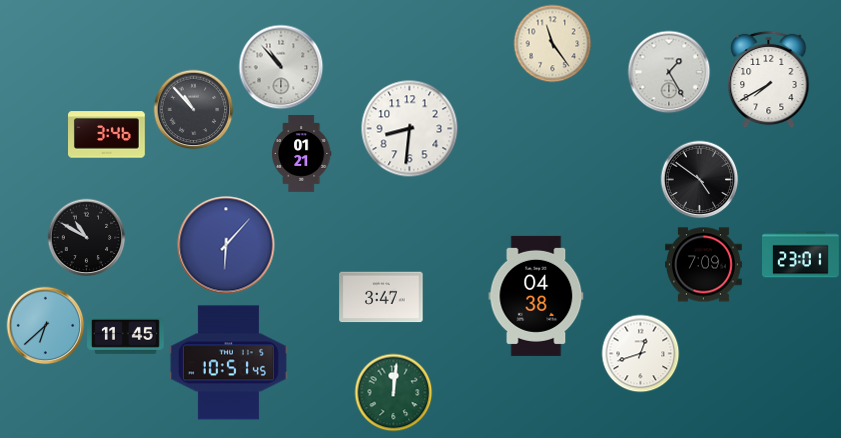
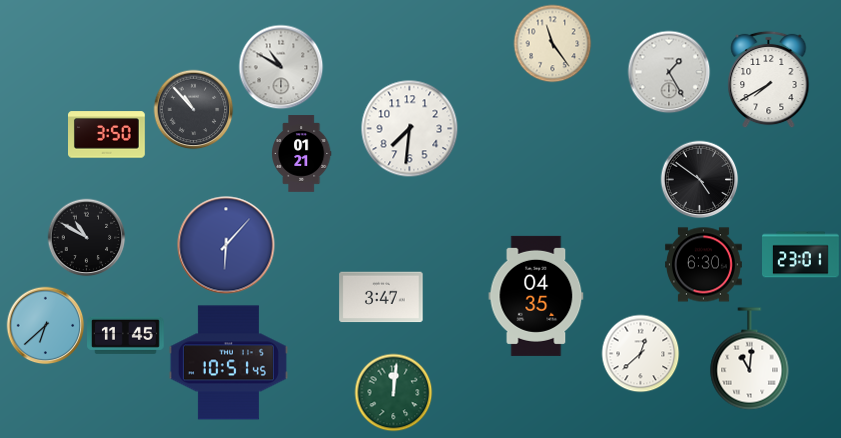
clock at (281, 67): 10:53 -> 10:50
clock at (409, 128): 8:31 -> 7:31
clock at (107, 135): 3:46 -> 3:50
clock at (704, 265): 7:09 -> 6:30
clock at (536, 296): 04:38 -> 04:35
clock at (640, 353): 12:42 -> 12:38
clock at (750, 359): none -> 11:01
